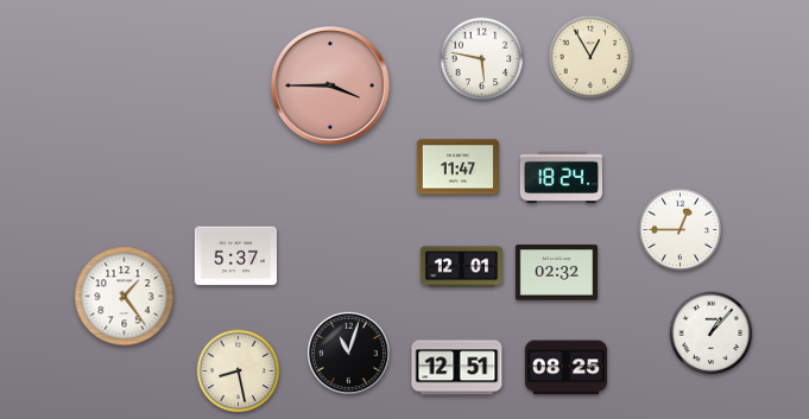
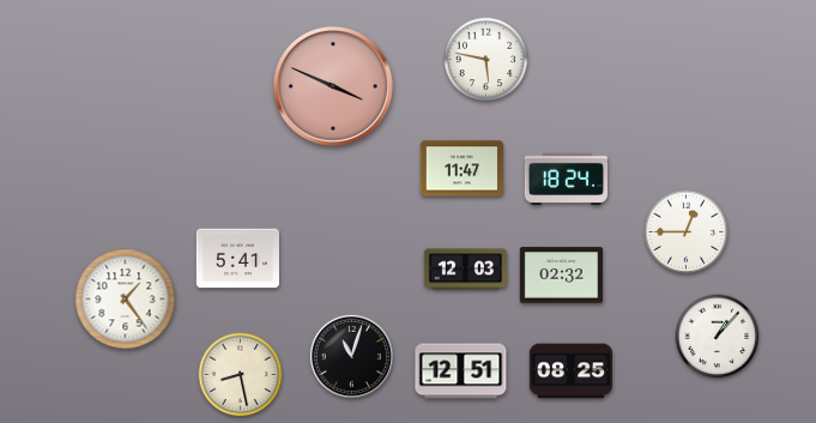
clock at (590, 57): 12:55 -> none
clock at (330, 85): 3:45 -> 3:49
clock at (235, 256): 5:37 -> 5:41
clock at (461, 267): 12:01 -> 12:03
